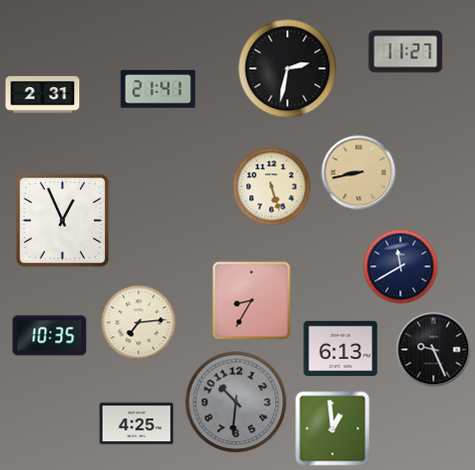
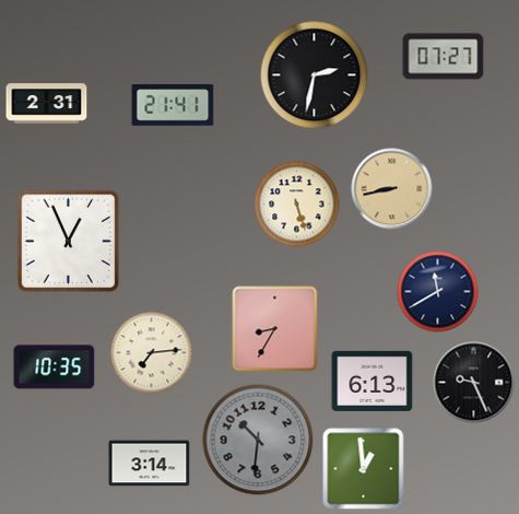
clock at (406, 52): 11:27 -> 07:27
clock at (158, 89) position: (158, 89) -> (173, 105)
clock at (137, 424): 4:25 -> 3:14
